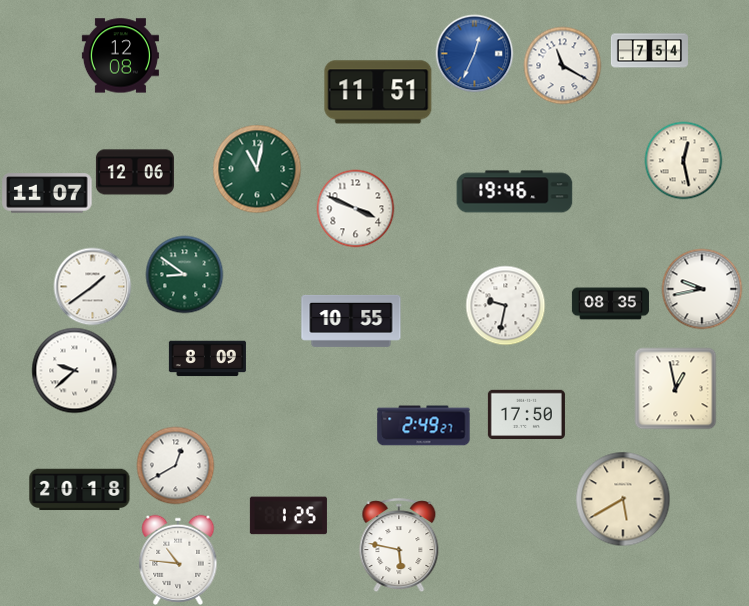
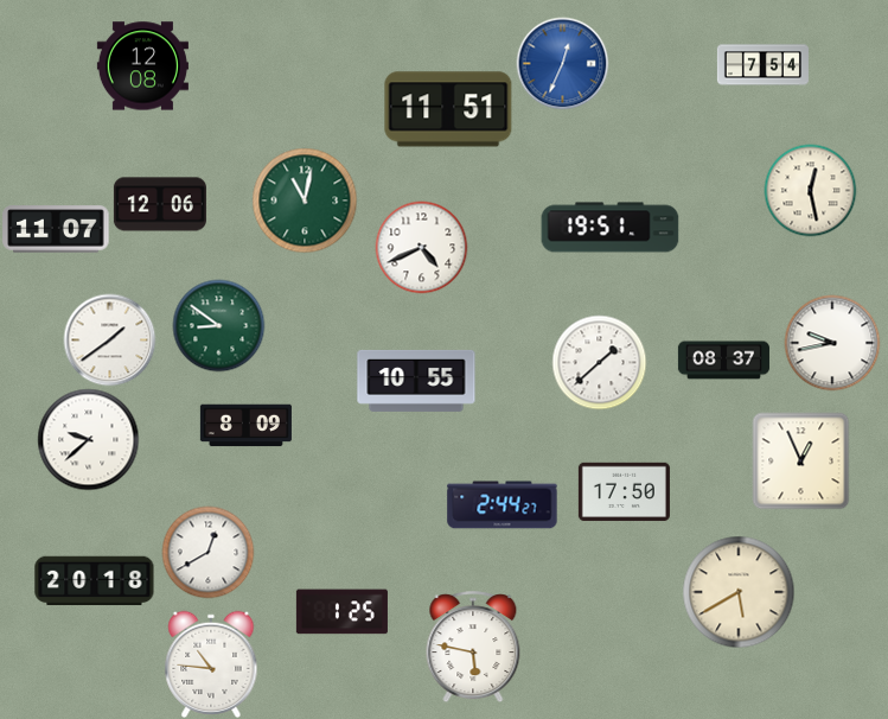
clock at (649, 51) position: (649, 51) -> (762, 65)
clock at (562, 65): 11:20 -> none
clock at (515, 192): 19:46 -> 19:51
clock at (355, 208): 3:49 -> 4:41
clock at (610, 304): 08:35 -> 08:37
clock at (505, 305): 9:32 -> 1:38
clock at (675, 388): 12:58 -> 12:56
clock at (424, 426): 2:49 -> 2:44
